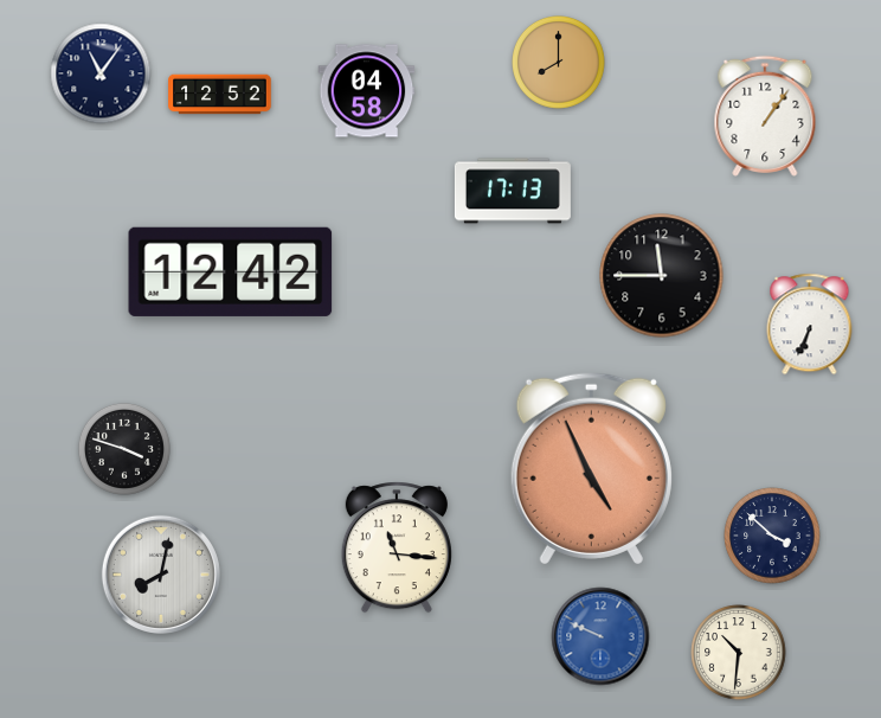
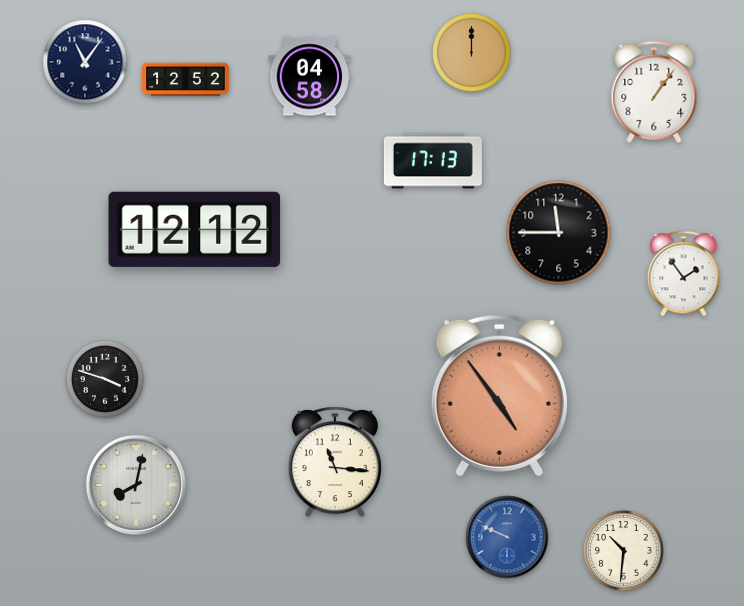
clock at (559, 63): 8:00 -> 12:00
clock at (765, 116) position: (765, 116) -> (654, 92)
clock at (231, 271): 12:42 -> 12:12
clock at (810, 325): 6:34 -> 1:54
clock at (591, 468): 4:56 -> 4:54
clock at (772, 536): 3:52 -> none
